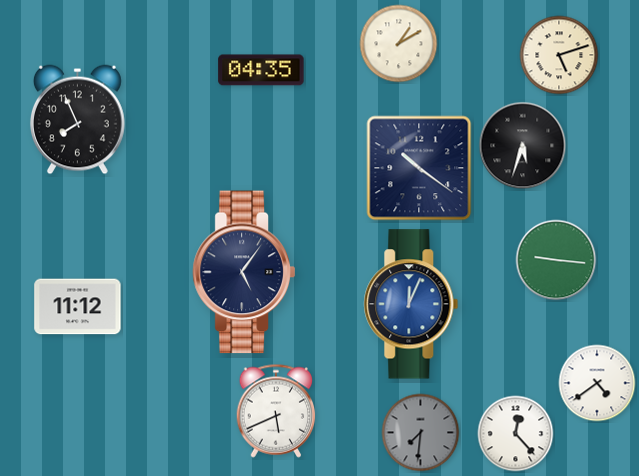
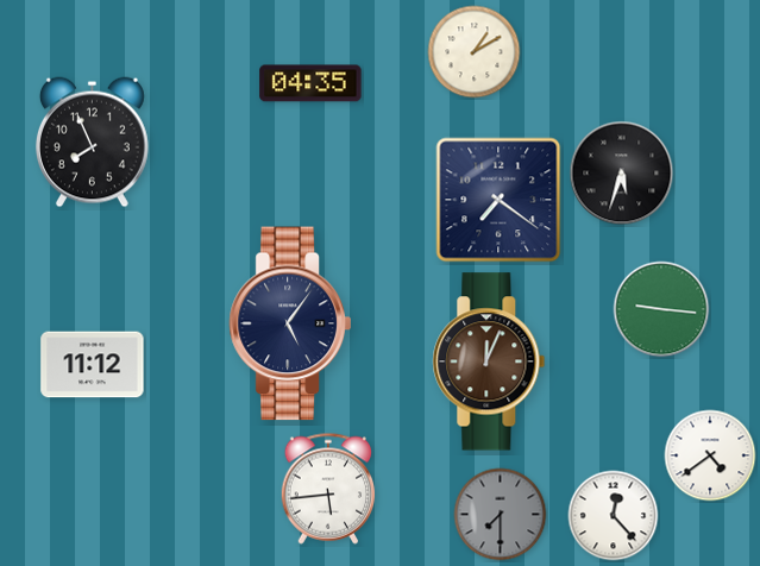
clock at (559, 55): 5:12 -> none
clock at (419, 168): 10:21 -> 7:21
clock at (411, 304) dial: blue -> brown
clock at (276, 411): 5:41 -> 5:44
clock at (421, 433): 7:31 -> 7:30
